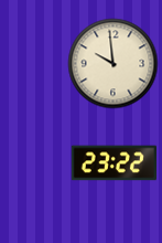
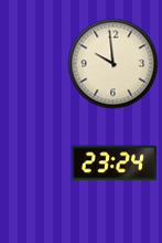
clock at (114, 163): 23:22 -> 23:24
